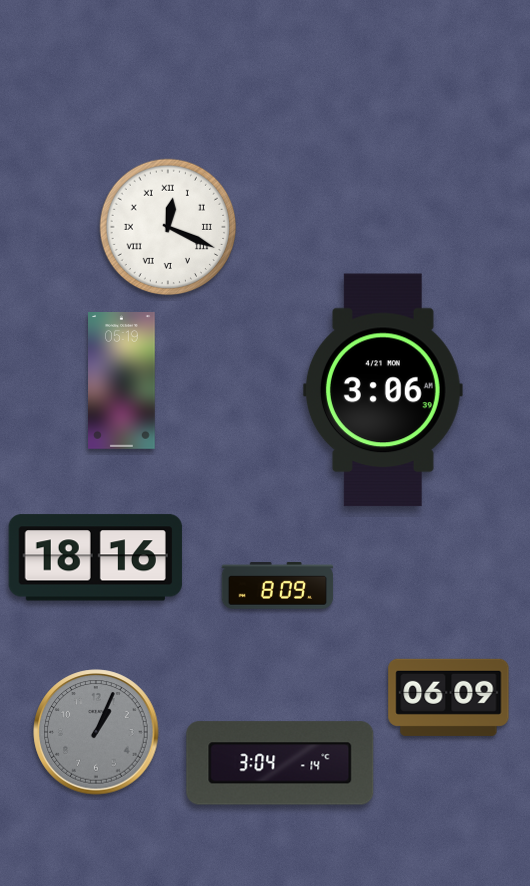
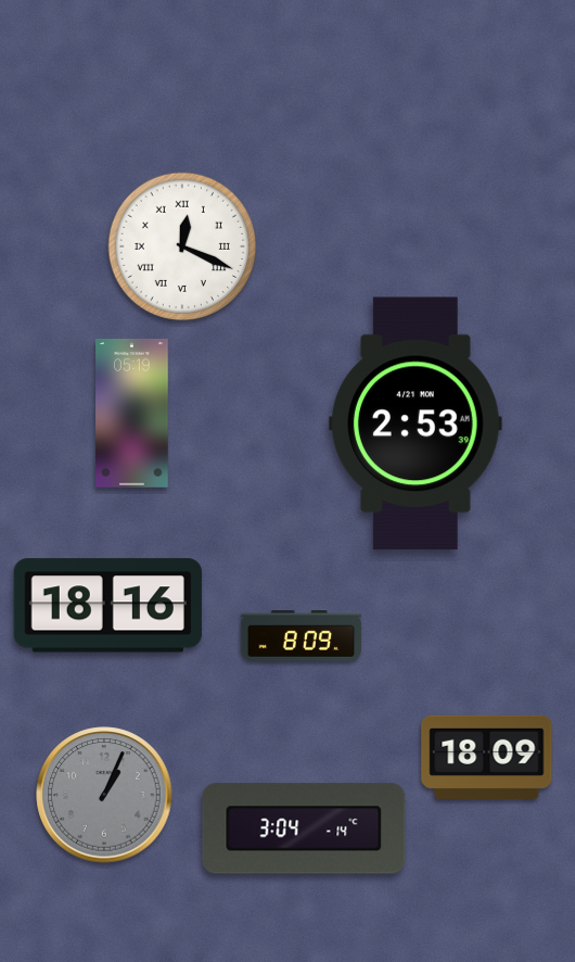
clock at (383, 390): 3:06 -> 2:53
clock at (95, 558) position: (95, 558) -> (107, 606)
clock at (449, 697): 06:09 -> 18:09
